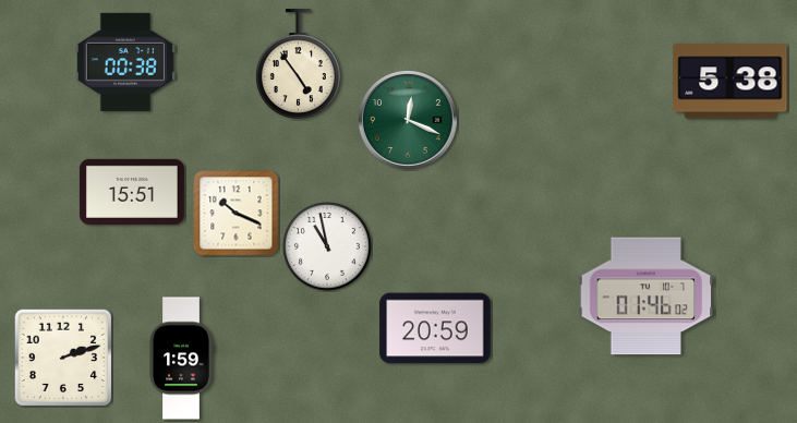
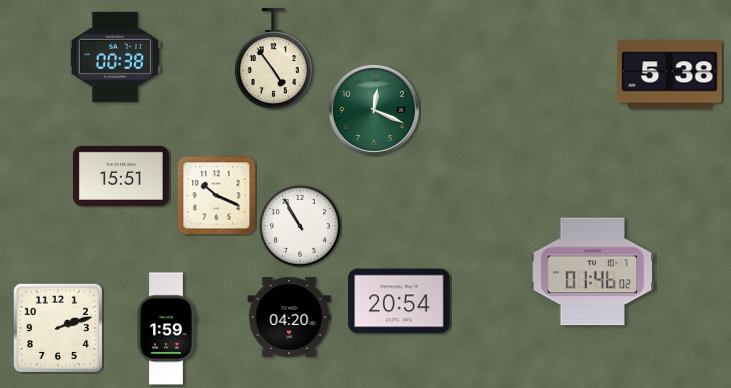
clock at (327, 246): 10:58 -> 10:55
clock at (435, 328): 20:59 -> 20:54
clock at (289, 317): none -> 04:20
